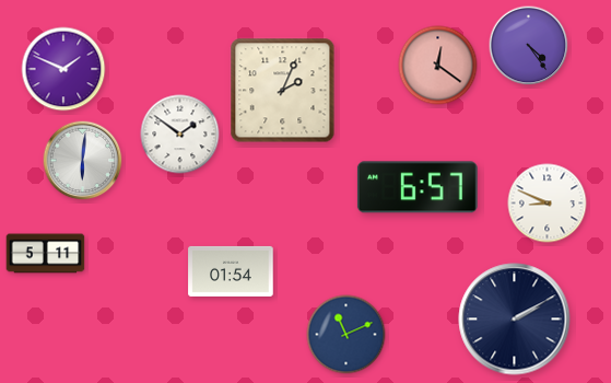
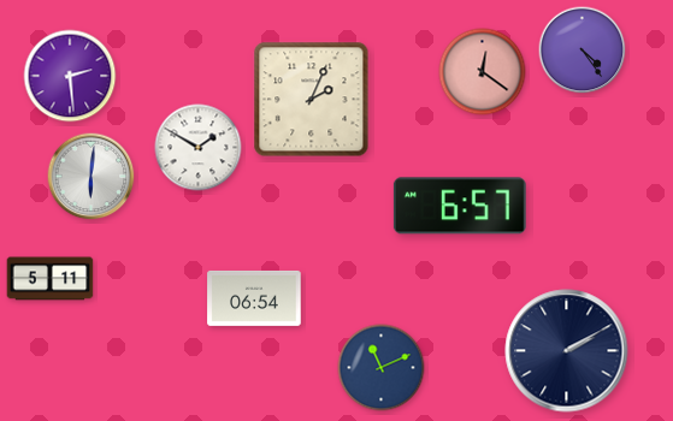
clock at (63, 69): 1:49 -> 2:29
clock at (180, 135): 1:51 -> 1:50
clock at (548, 204): 8:49 -> none
clock at (231, 271): 01:54 -> 06:54
